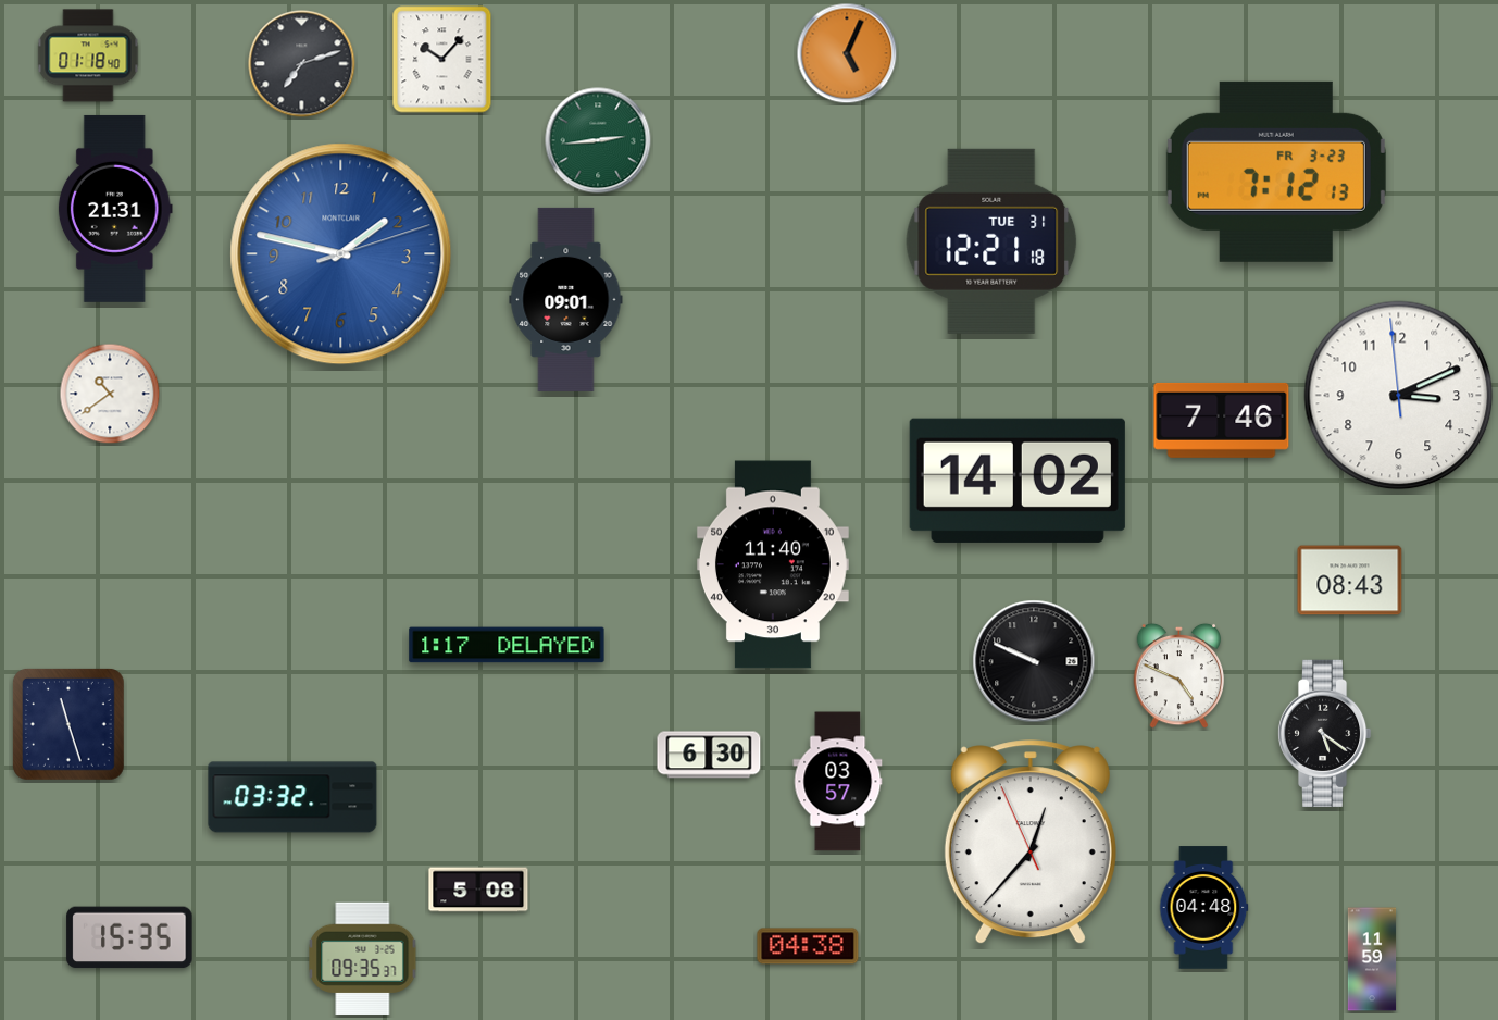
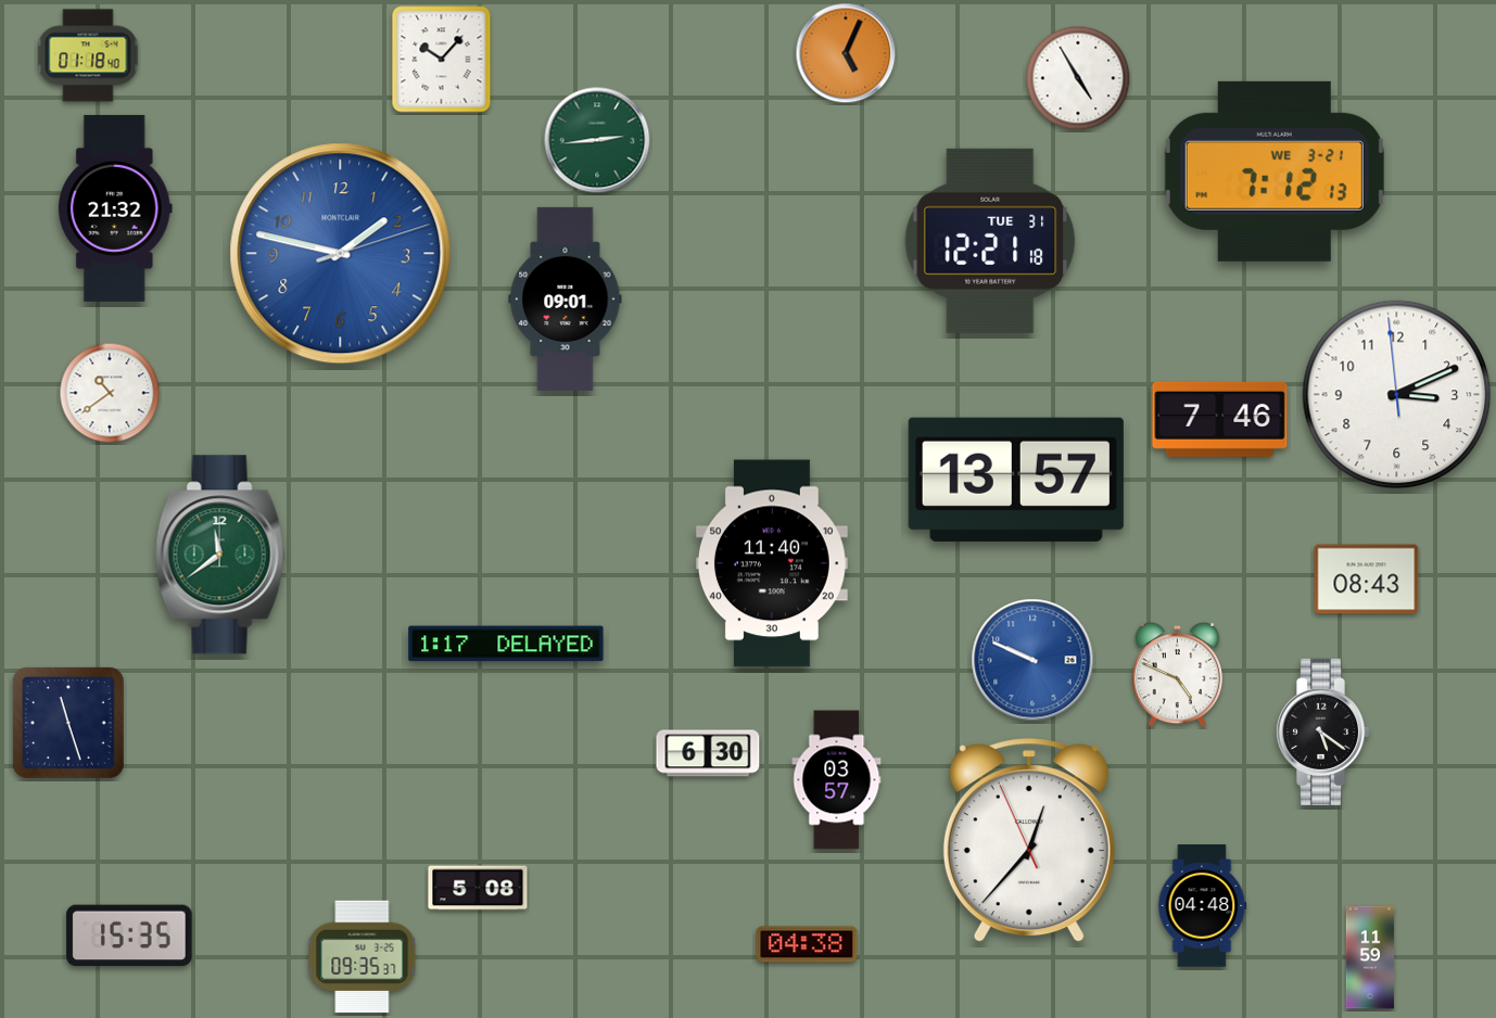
clock at (302, 64): 7:12 -> none
clock at (1078, 78): none -> 4:55
clock at (1276, 172) date: FR 3-23 -> WE 3-21
clock at (115, 209): 21:31 -> 21:32
clock at (1018, 481): 14:02 -> 13:57
clock at (220, 555): none -> 11:39
clock at (1350, 581) position: (1350, 581) -> (1367, 580)
clock at (1034, 661) dial: black -> blue
clock at (292, 797): 03:32 -> none
